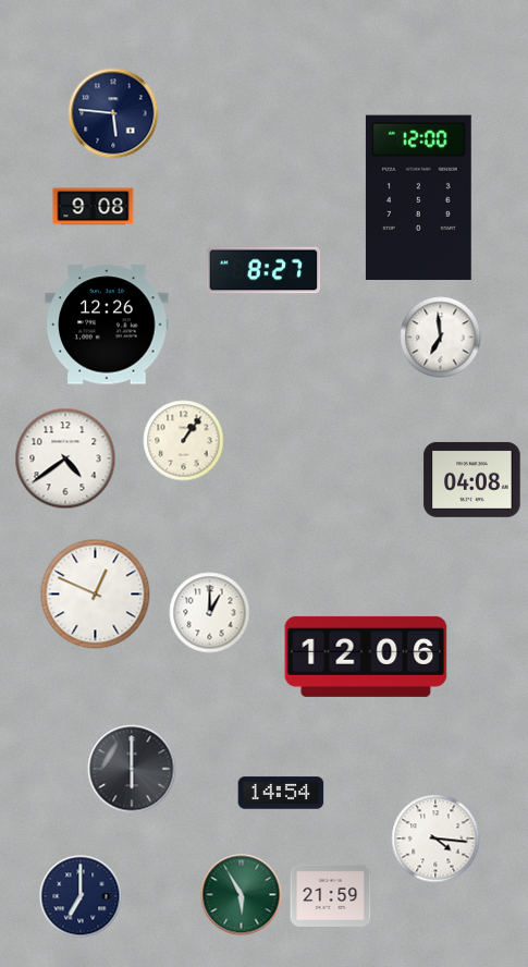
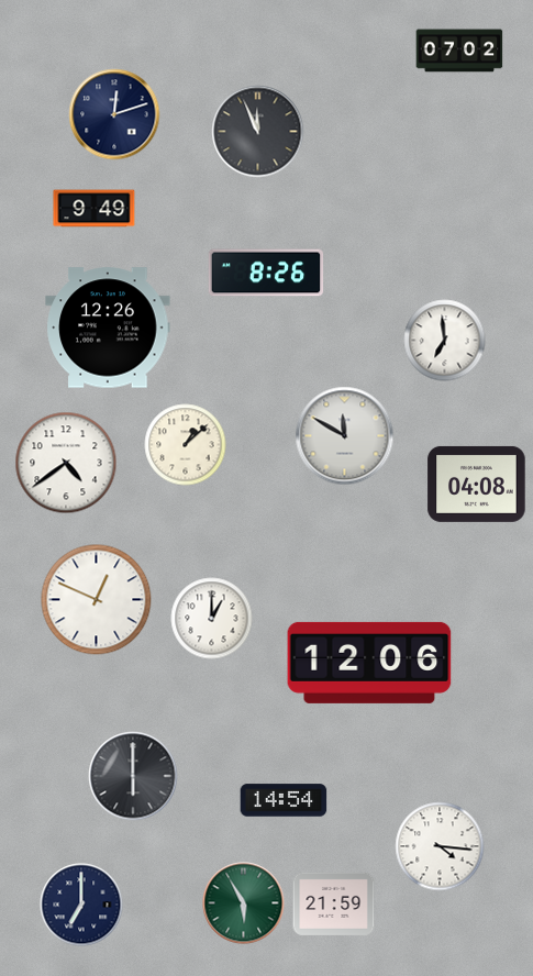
clock at (459, 51): none -> 07:02
clock at (113, 113): 5:46 -> 12:12
clock at (258, 132): none -> 11:56
clock at (418, 198): 12:00 -> none
clock at (94, 207): 9:08 -> 9:49
clock at (263, 270): 8:27 -> 8:26
clock at (345, 436): none -> 11:50
clock at (184, 441): 1:06 -> 1:08
